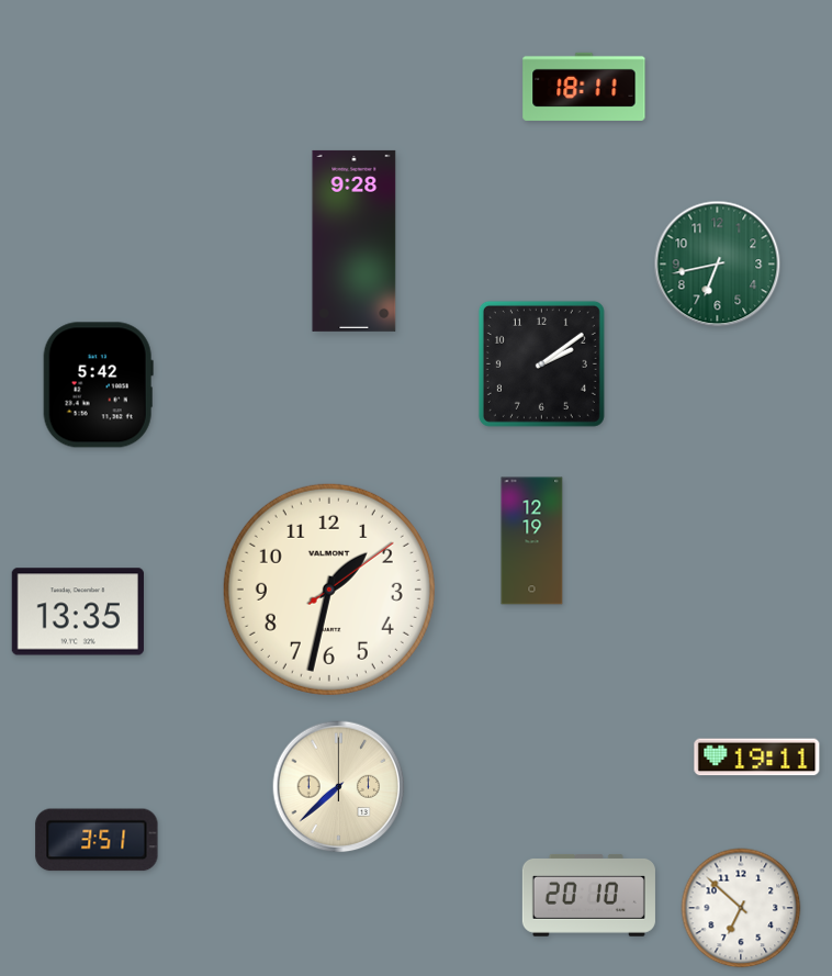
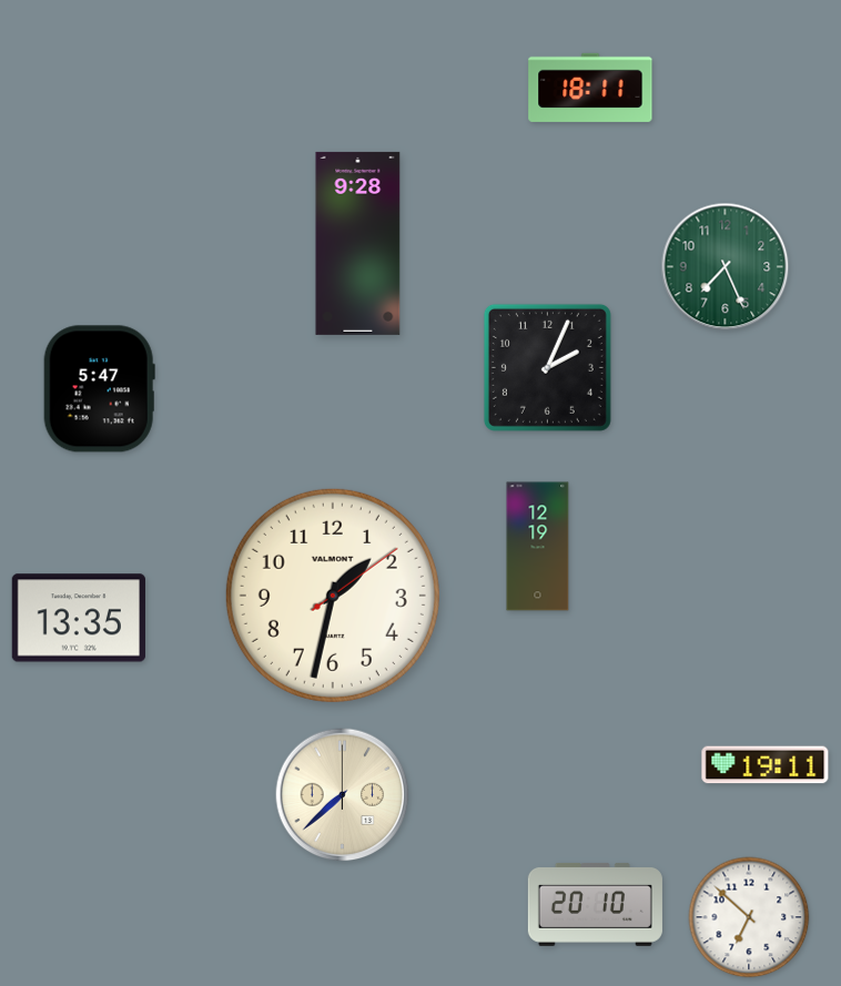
clock at (718, 265): 6:43 -> 7:26
clock at (541, 363): 2:09 -> 2:04
clock at (98, 385): 5:42 -> 5:47
clock at (97, 840): 3:51 -> none
